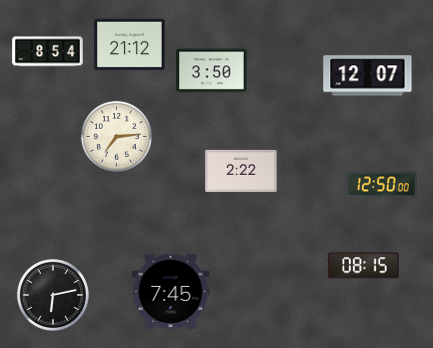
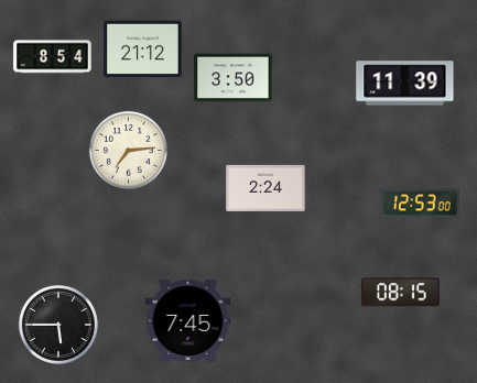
clock at (368, 76): 12:07 -> 11:39
clock at (241, 171): 2:22 -> 2:24
clock at (382, 185): 12:50 -> 12:53
clock at (53, 295): 6:13 -> 5:45
